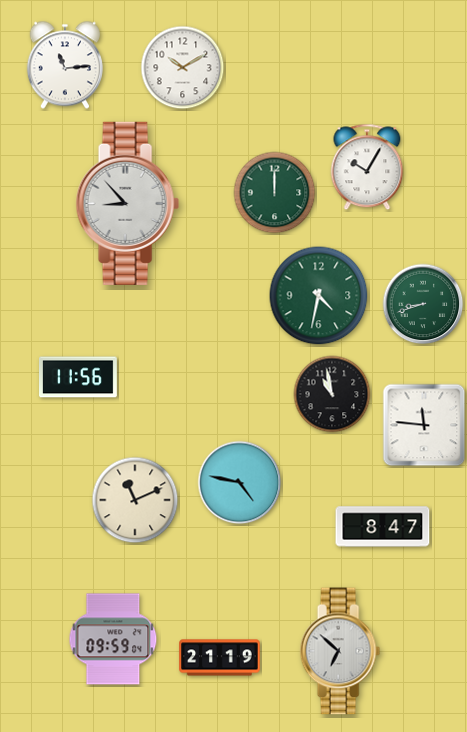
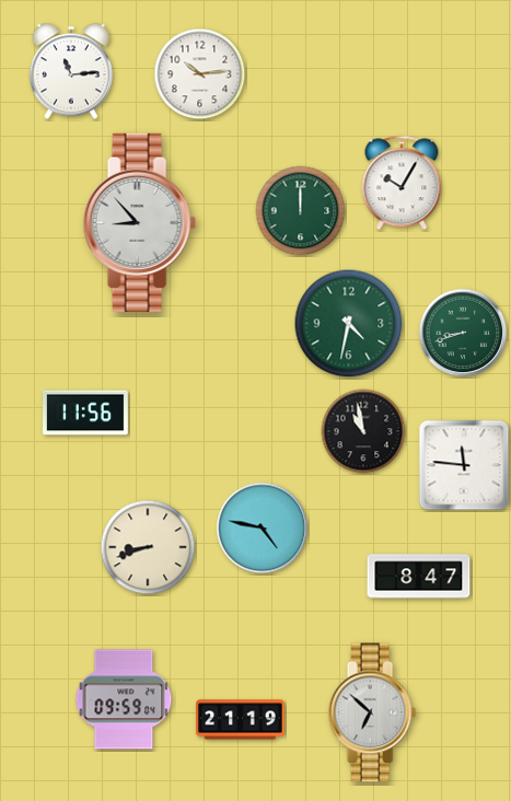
clock at (183, 68): 10:10 -> 10:14
clock at (135, 500): 11:11 -> 8:42
